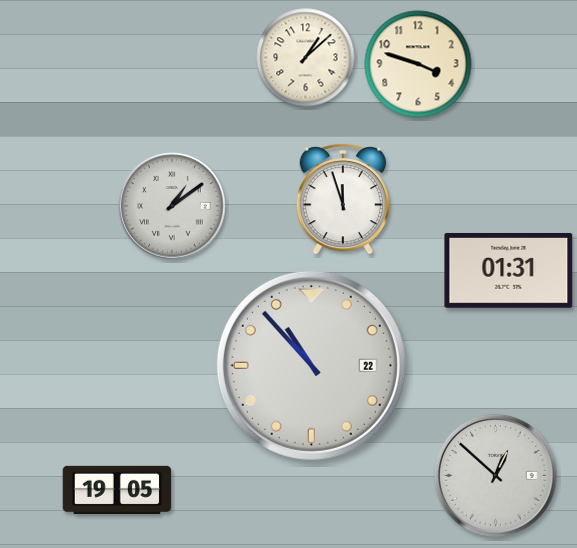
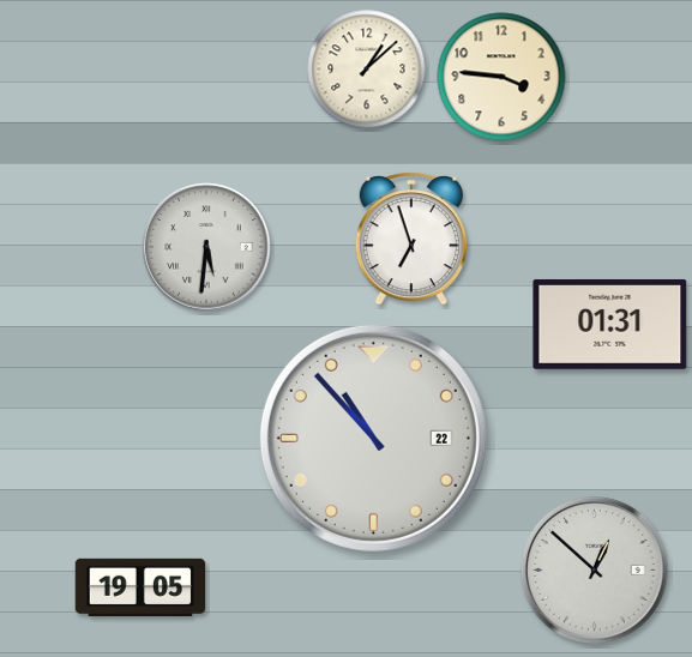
clock at (418, 64): 3:48 -> 3:46
clock at (342, 199): 11:57 -> 6:57
clock at (172, 206): 1:09 -> 5:31
